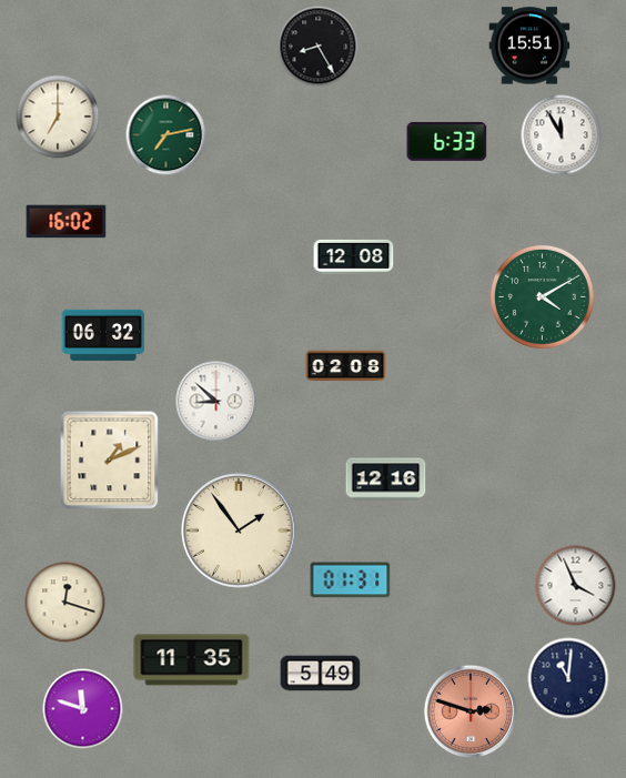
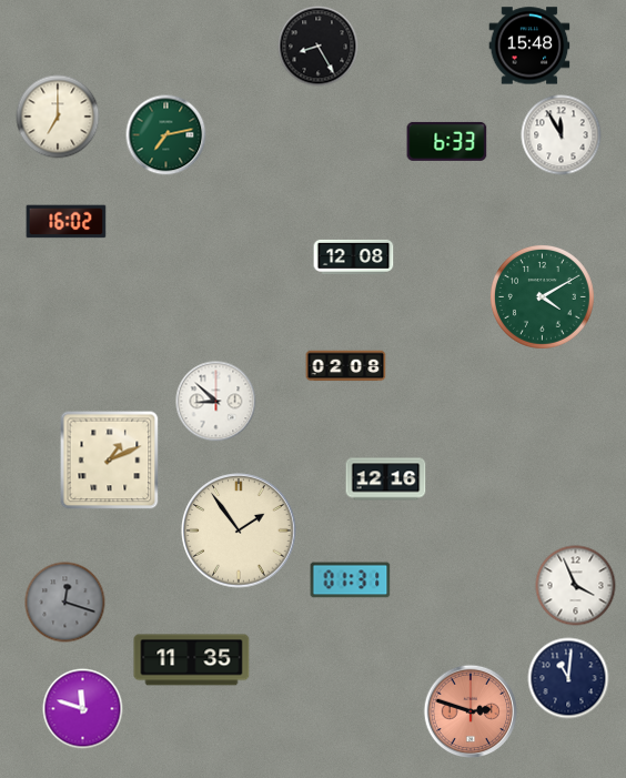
clock at (529, 46): 15:51 -> 15:48
clock at (103, 335): 06:32 -> none
clock at (65, 603) dial: cream -> grey
clock at (321, 674): 5:49 -> none
